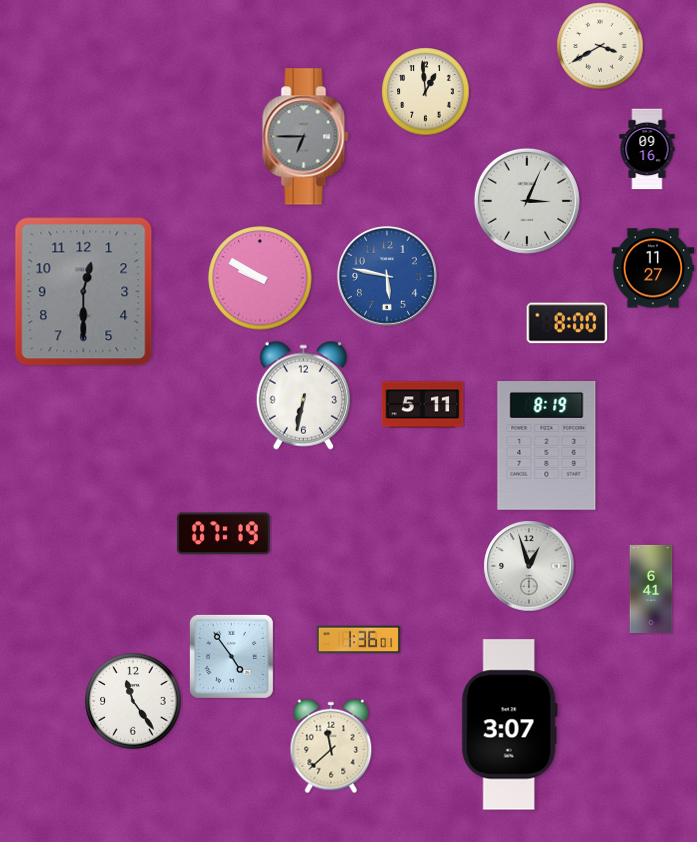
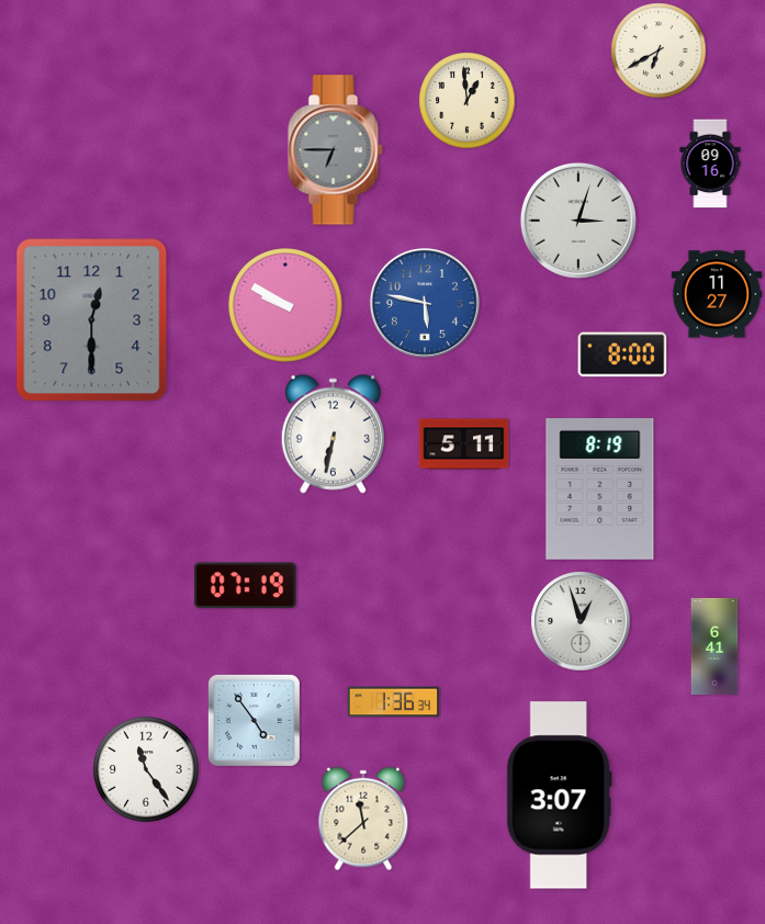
clock at (600, 46): 3:40 -> 6:40
clock at (527, 201): 3:04 -> 3:03
clock at (359, 640): 1:36:01 -> 1:36:34
